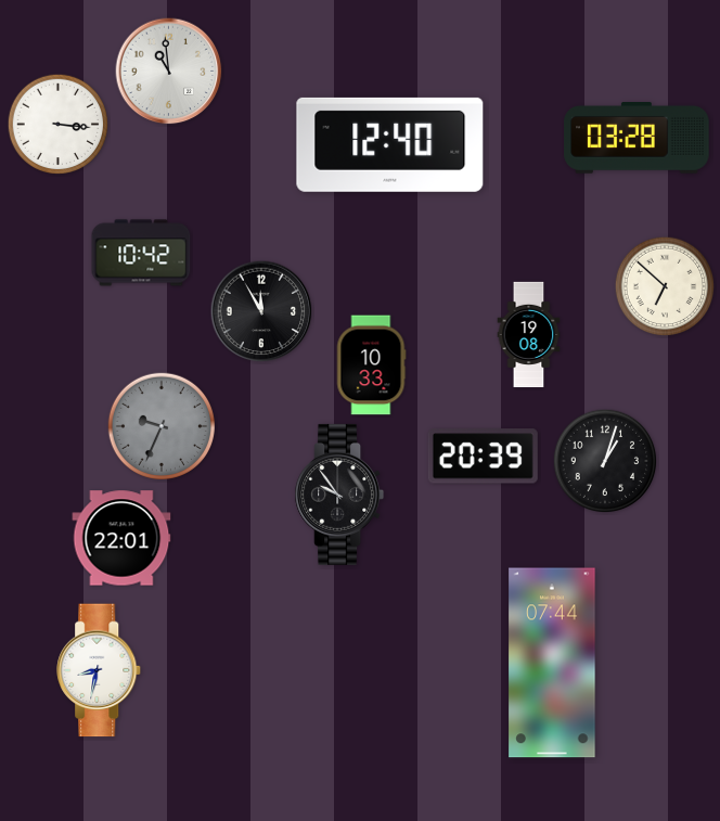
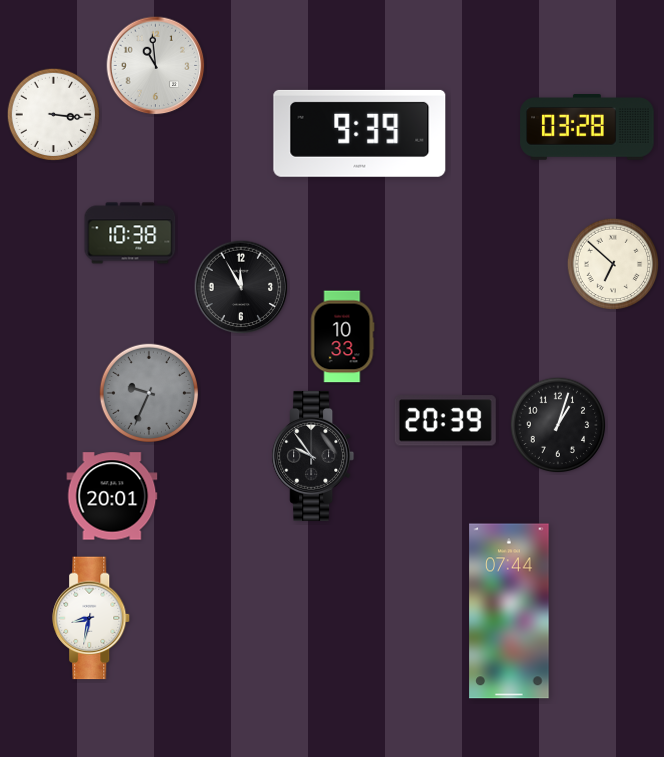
clock at (390, 144): 12:40 -> 9:39
clock at (141, 253): 10:42 -> 10:38
clock at (529, 335): 19:08 -> none
clock at (121, 538): 22:01 -> 20:01
